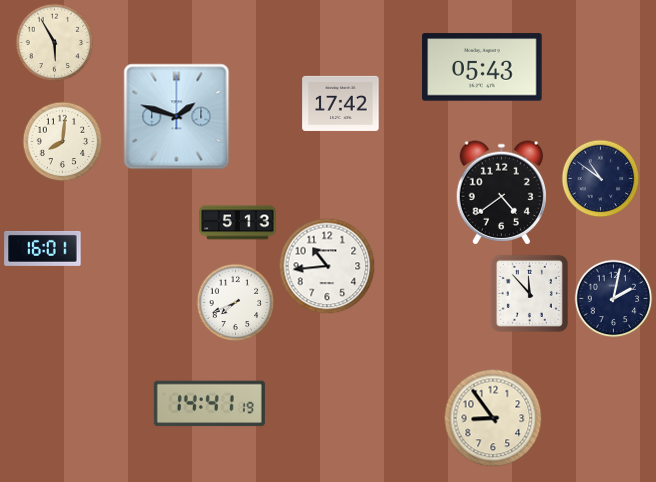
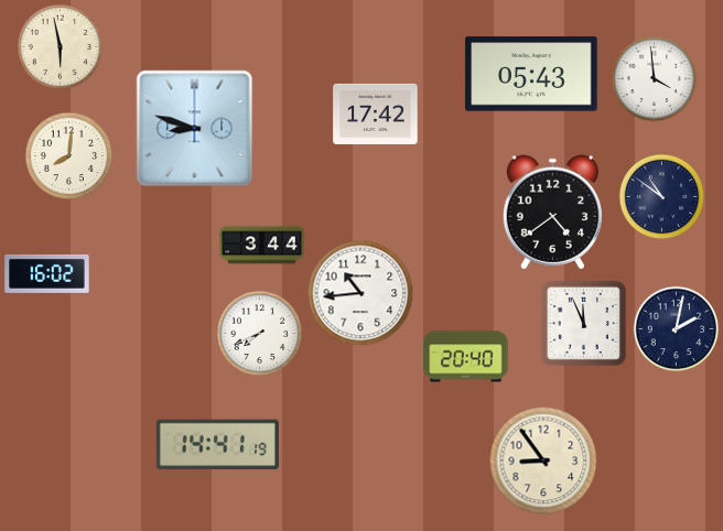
clock at (54, 42): 5:55 -> 5:58
clock at (654, 78): none -> 3:59
clock at (177, 117): 1:48 -> 8:48
clock at (238, 223): 5:13 -> 3:44
clock at (43, 248): 16:01 -> 16:02
clock at (529, 293): 11:53 -> 11:56
clock at (466, 357): none -> 20:40
clock at (209, 404) position: (209, 404) -> (217, 445)
